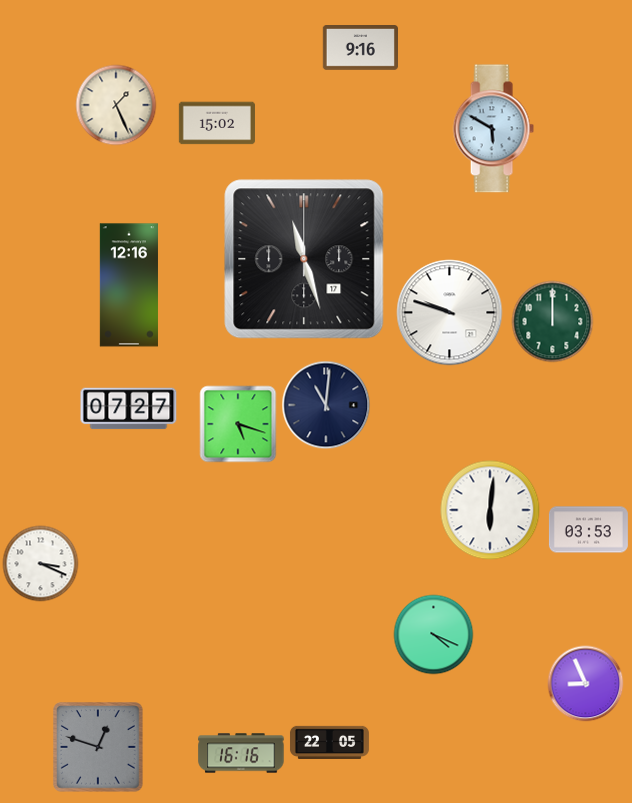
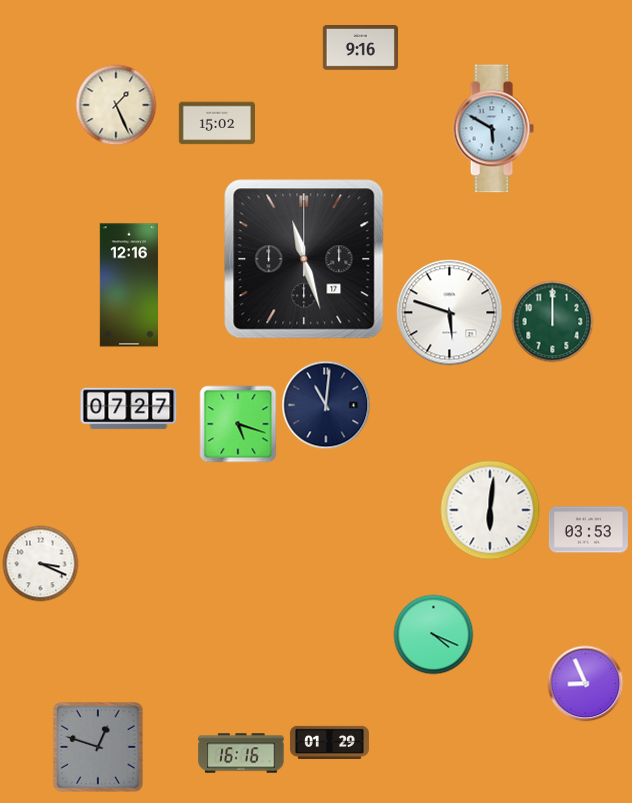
clock at (450, 313): 9:48 -> 5:48
clock at (329, 742): 22:05 -> 01:29
